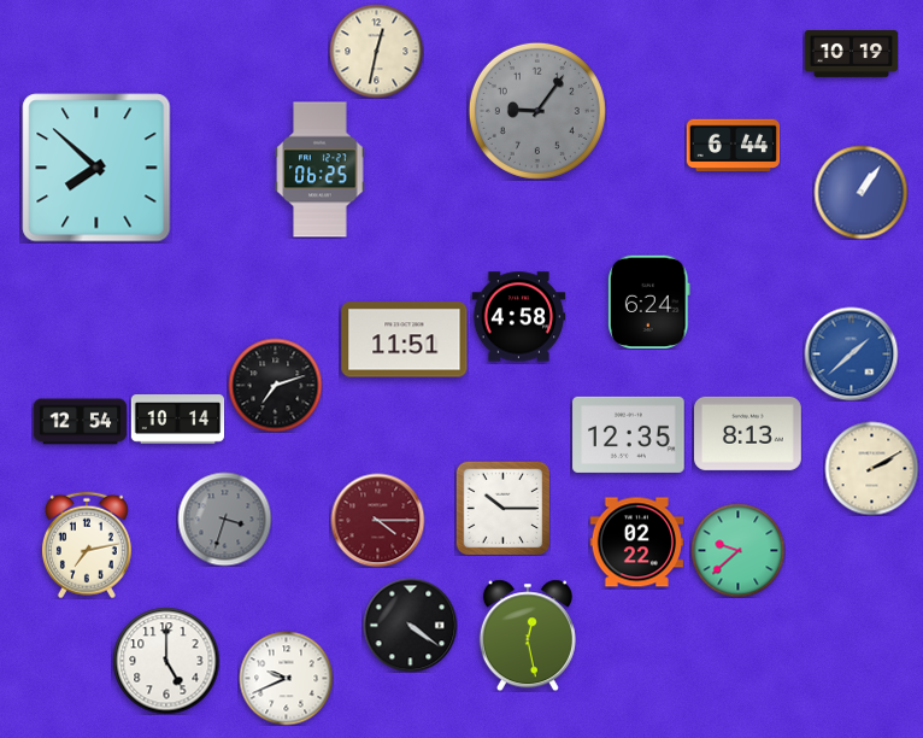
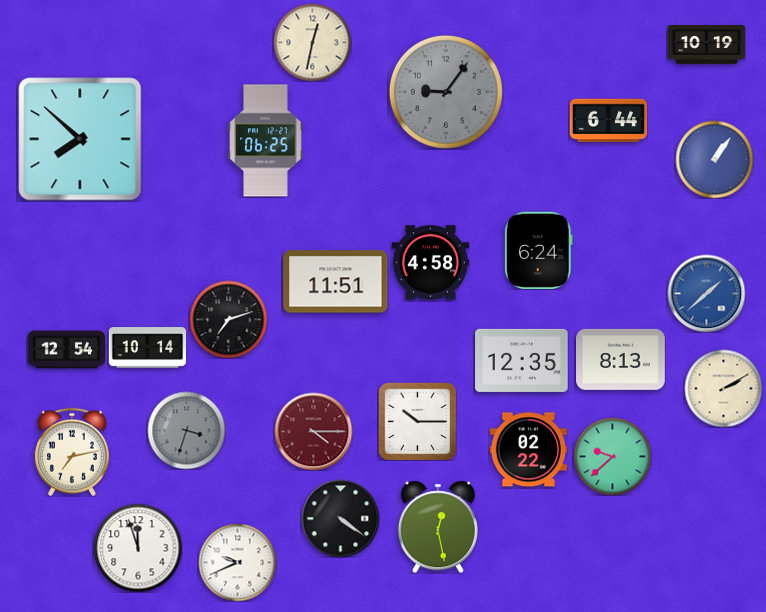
clock at (166, 661): 5:00 -> 11:57
